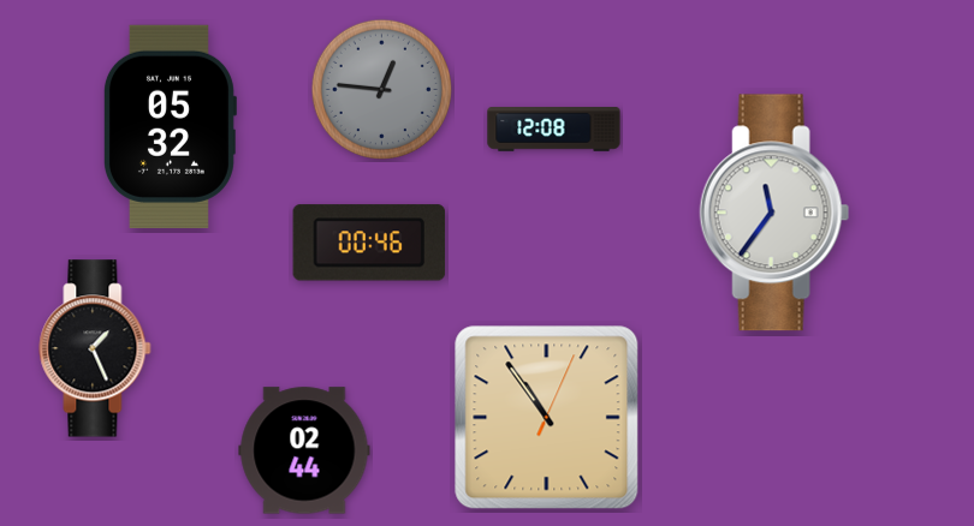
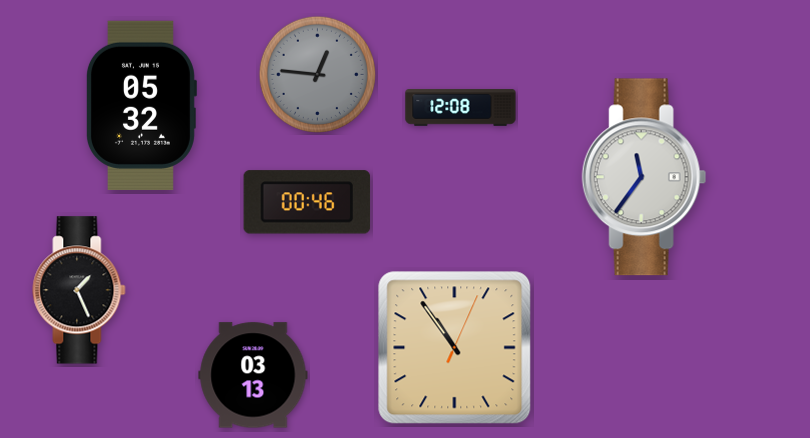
clock at (304, 450): 02:44 -> 03:13
